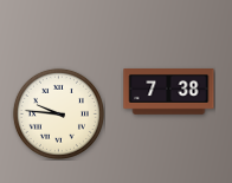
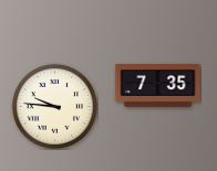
clock at (169, 92): 7:38 -> 7:35
